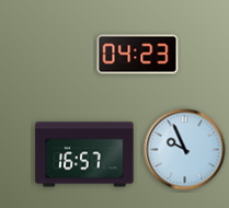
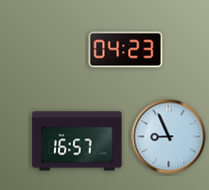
clock at (185, 150): 9:56 -> 8:56
